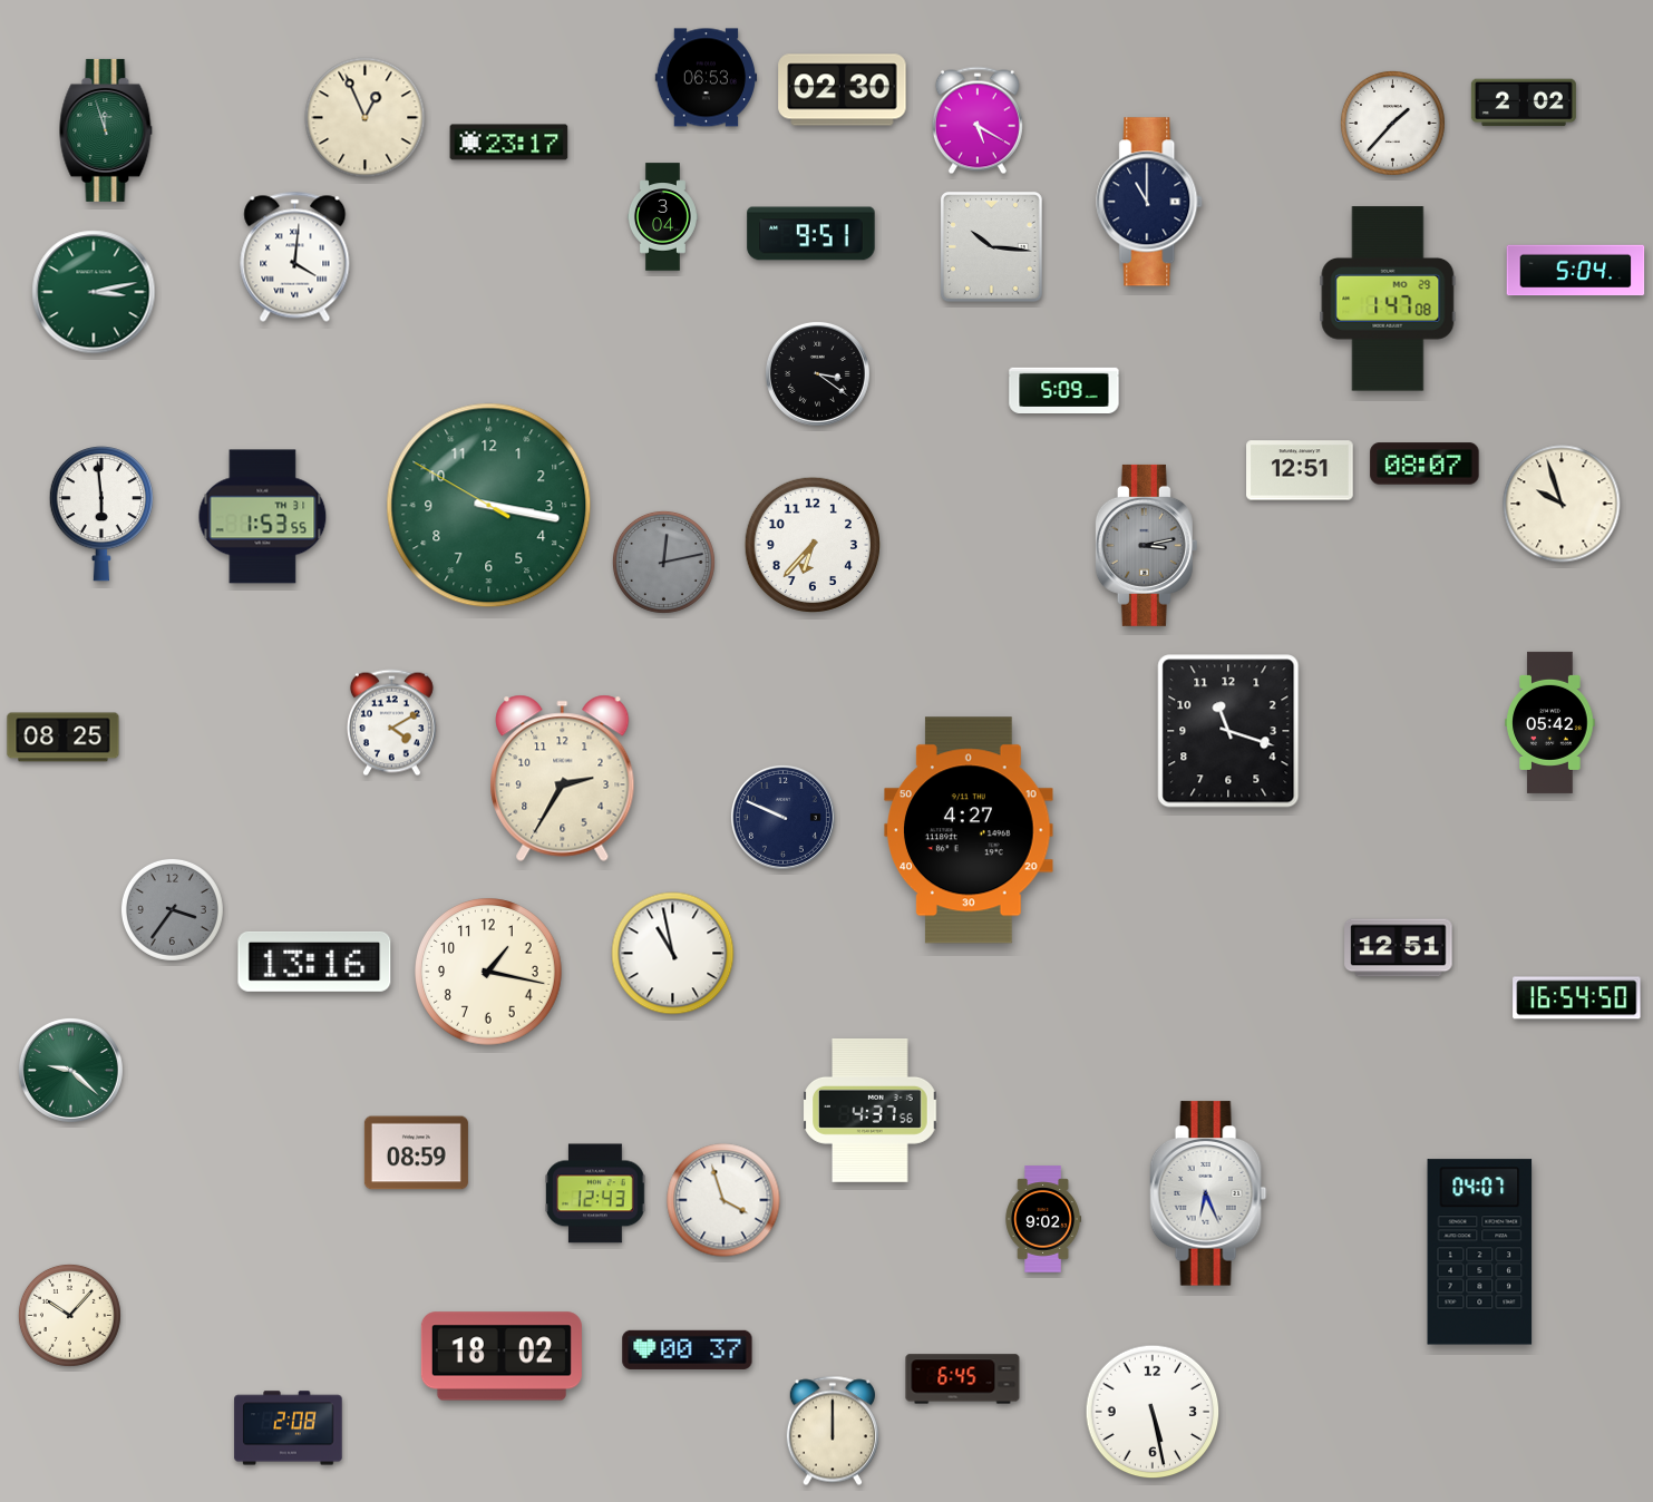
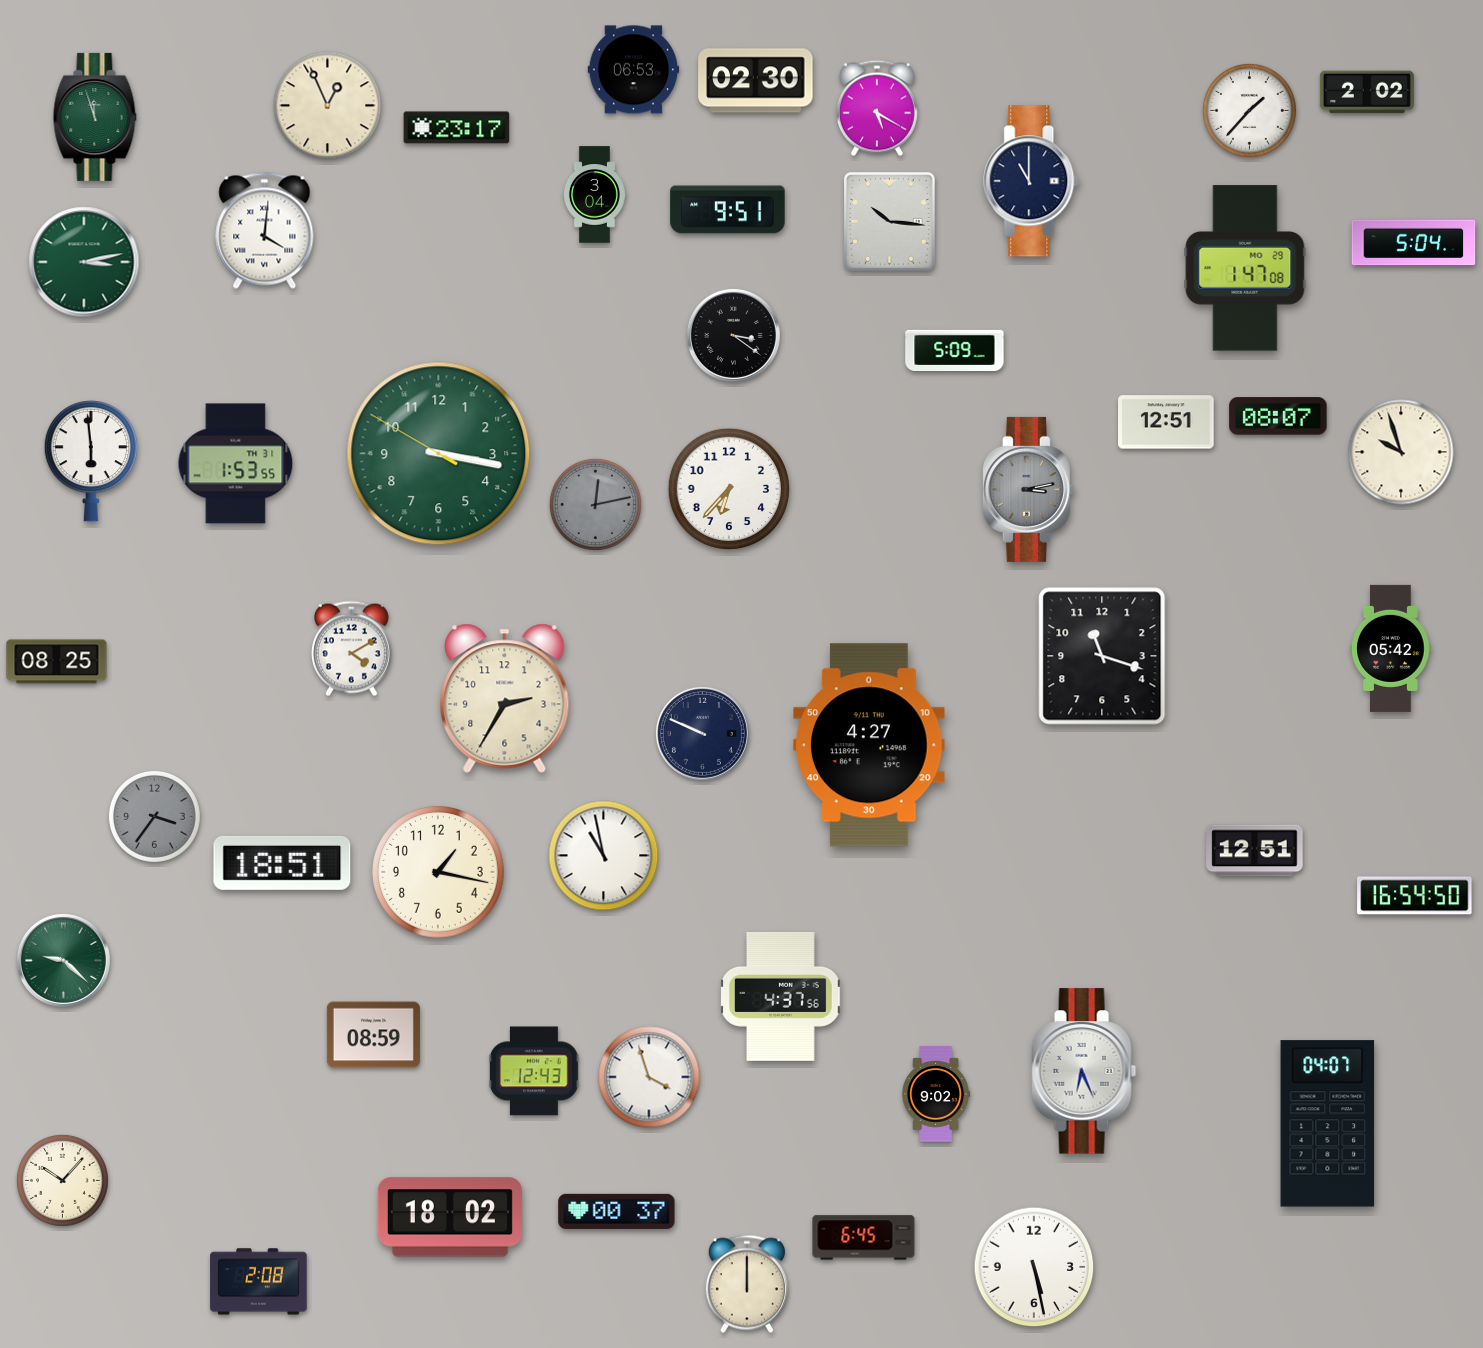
clock at (314, 962): 13:16 -> 18:51
